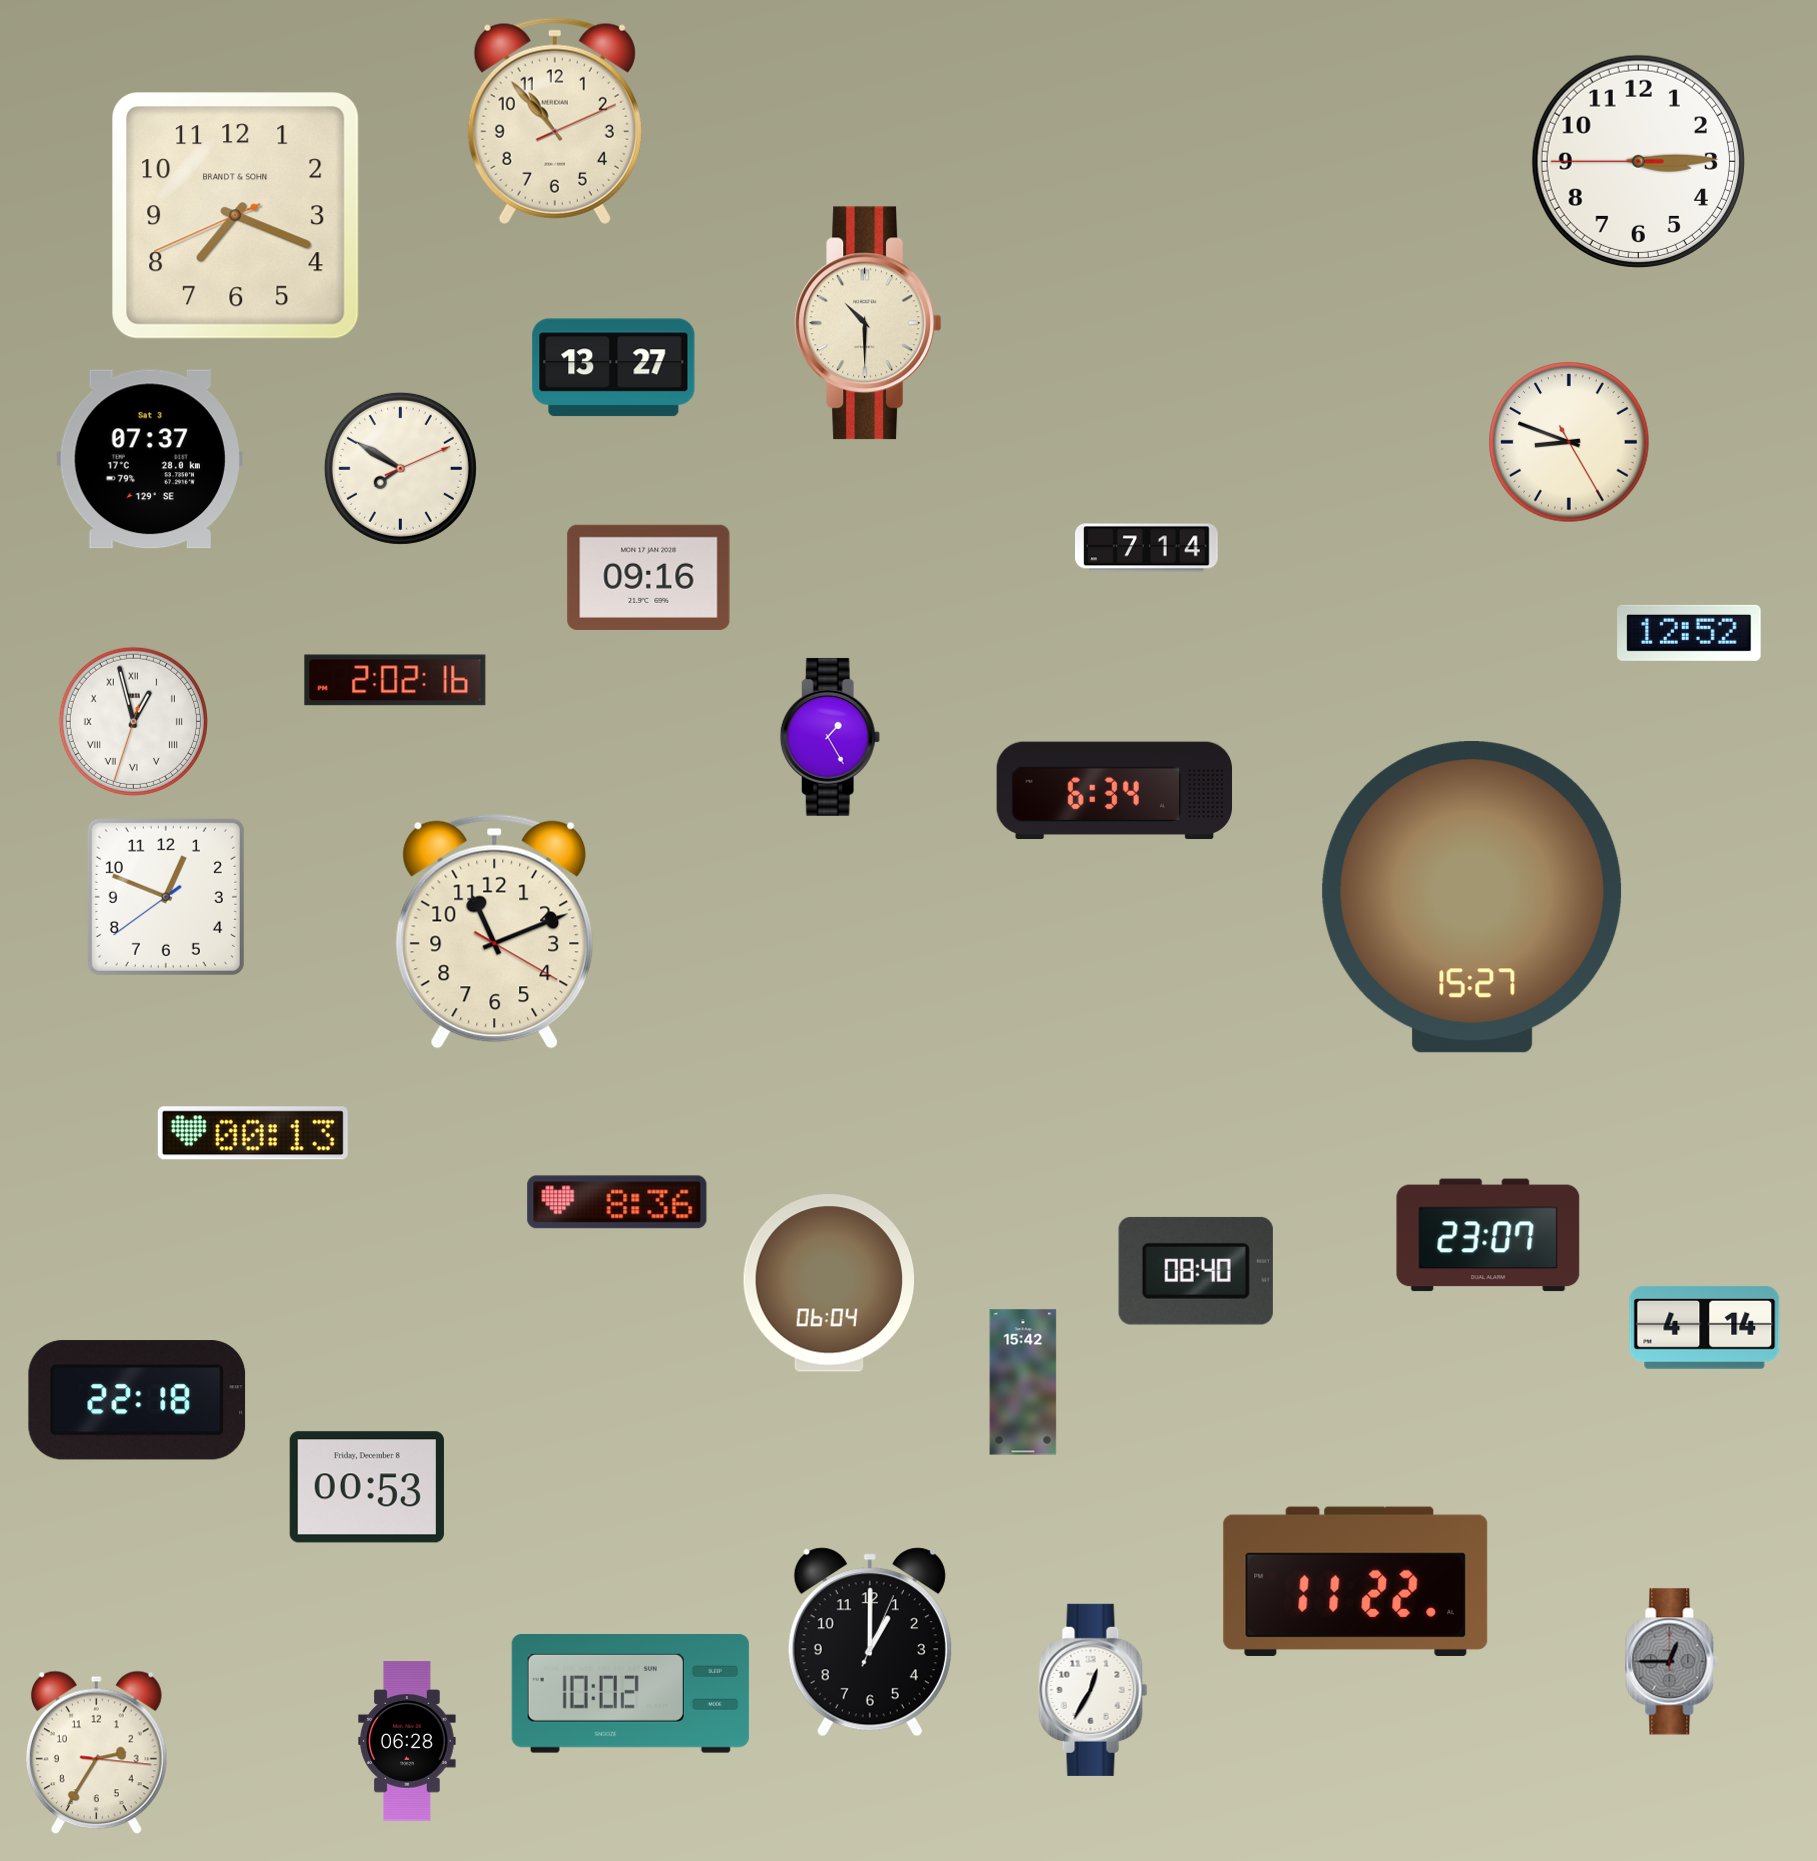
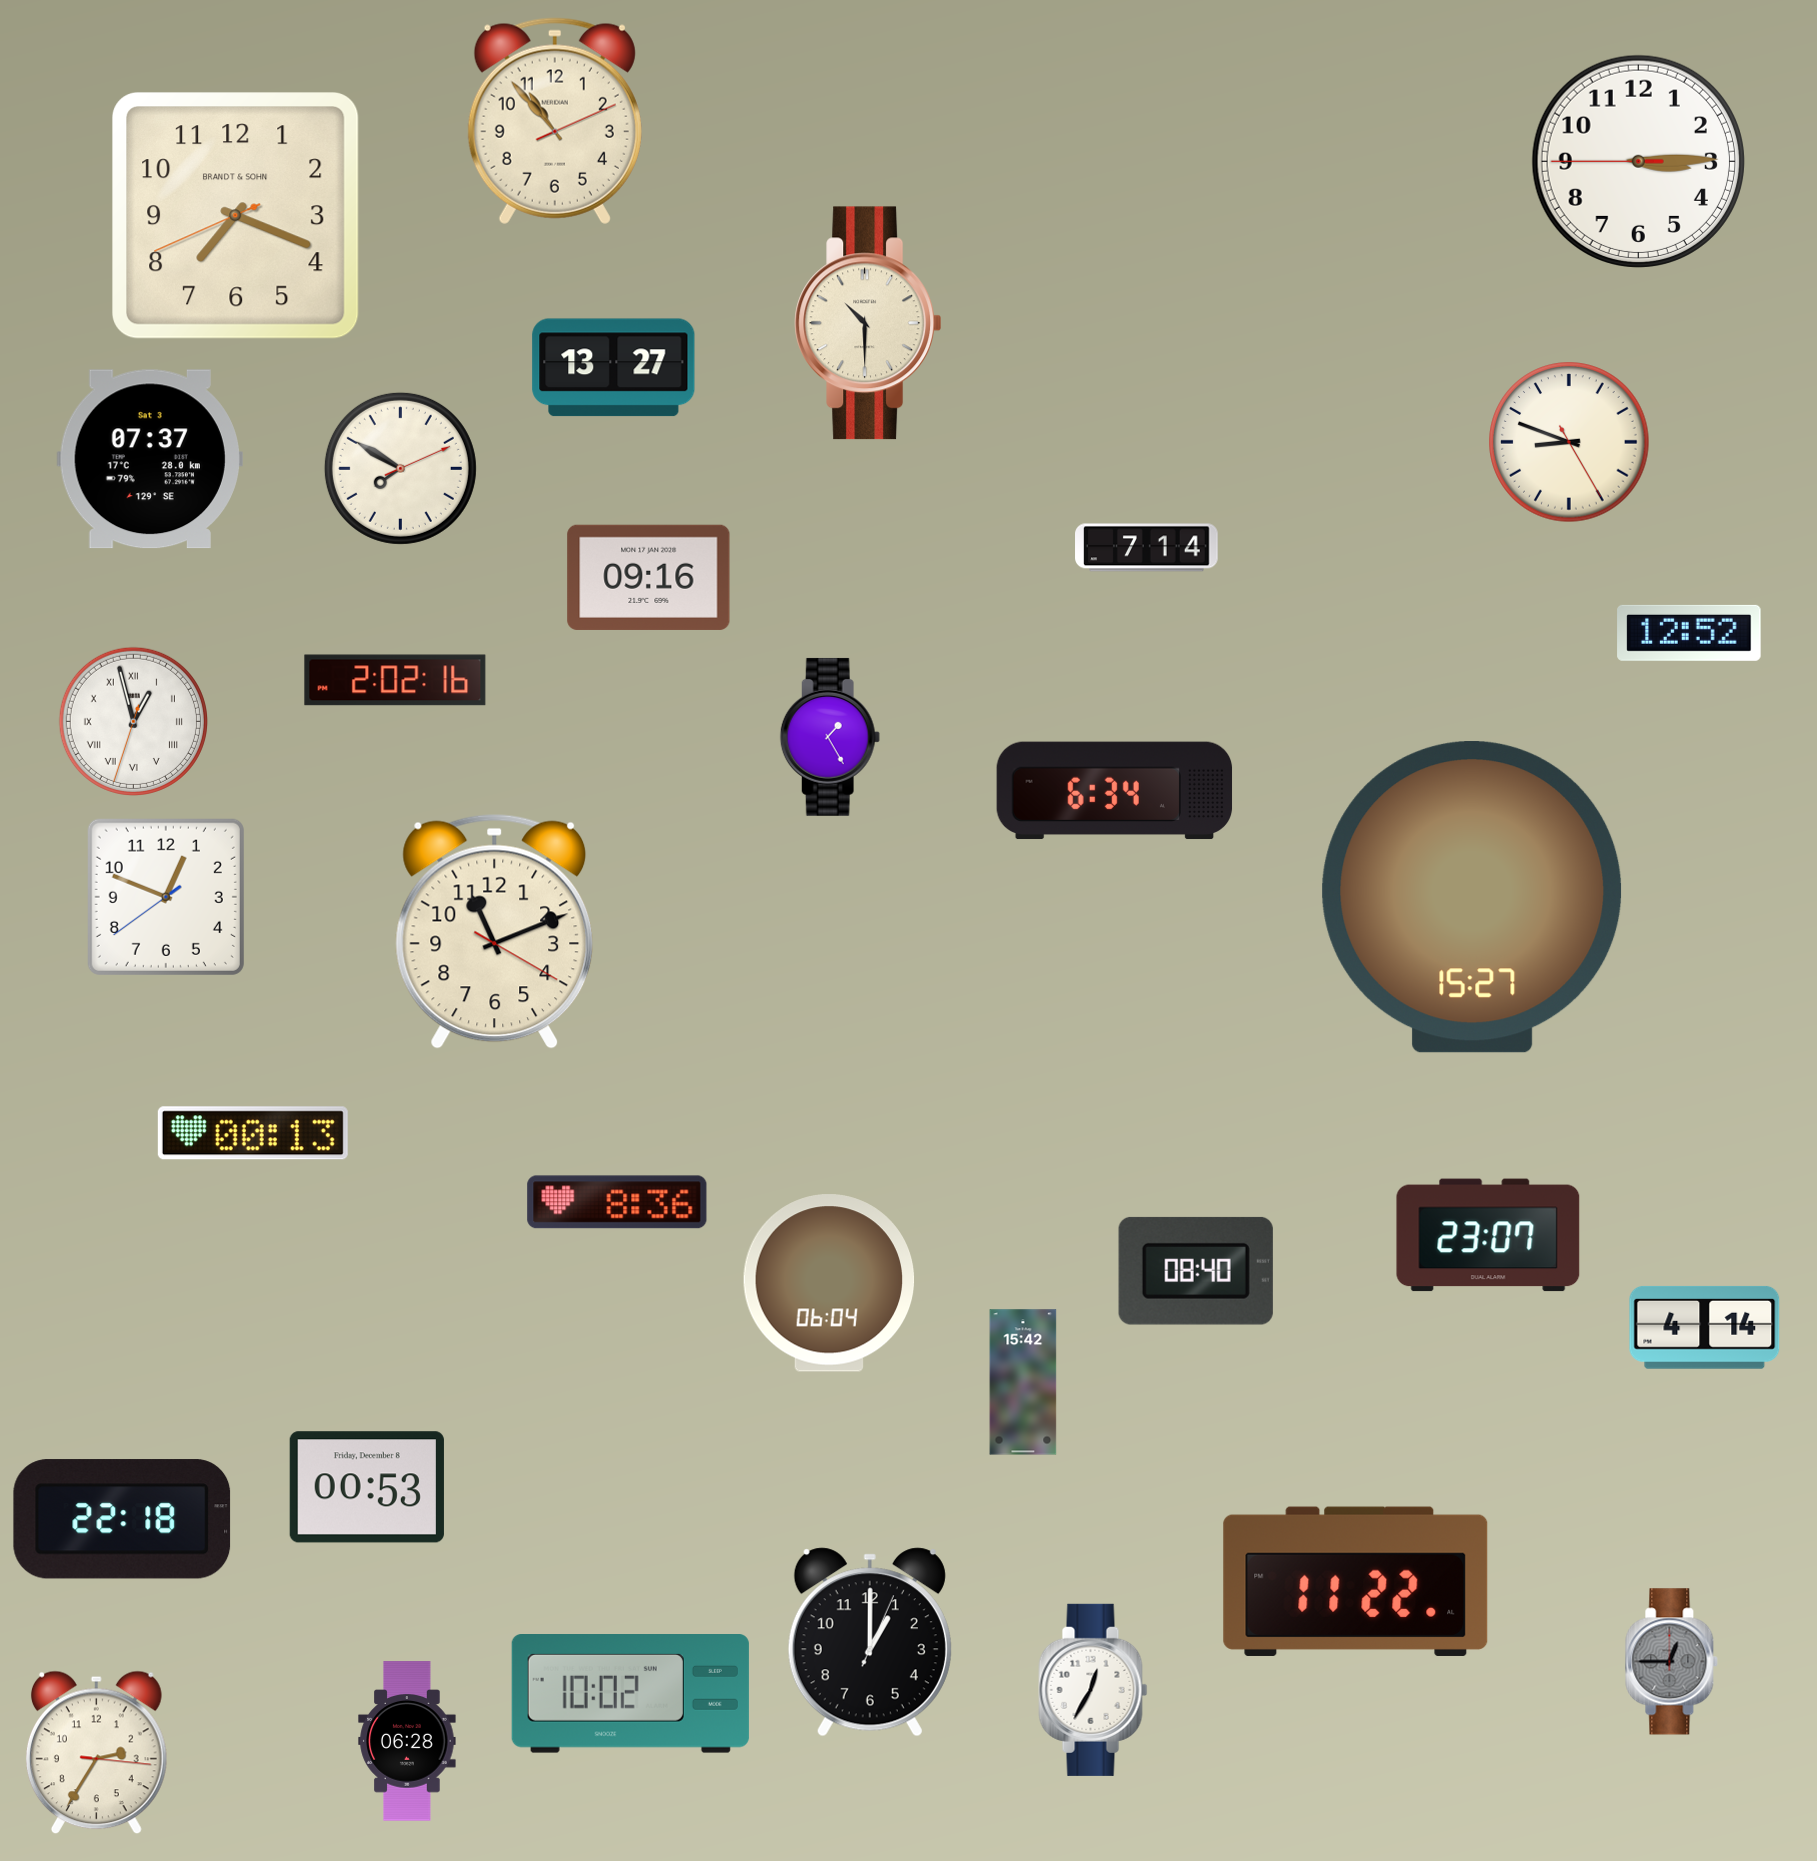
clock at (137, 1400) position: (137, 1400) -> (122, 1519)
